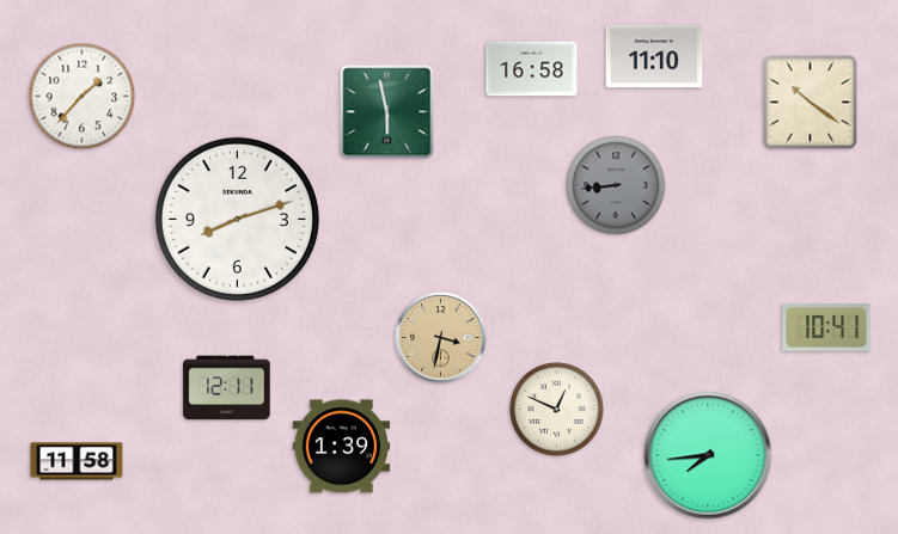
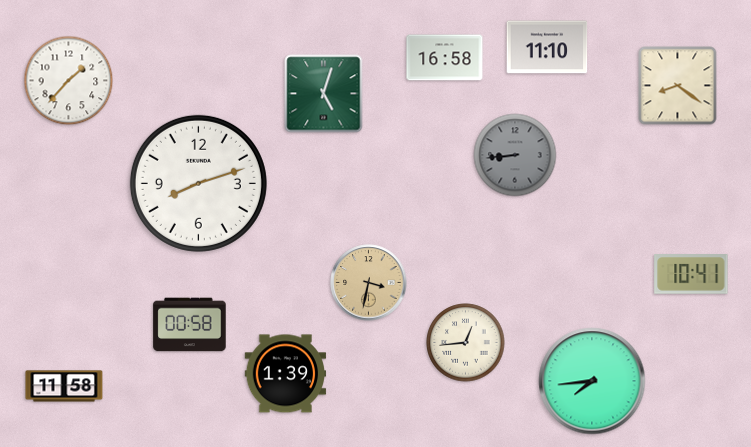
clock at (811, 103): 10:21 -> 8:21
clock at (387, 112): 5:58 -> 5:03
clock at (227, 388): 12:11 -> 00:58
clock at (557, 410): 12:49 -> 12:44
